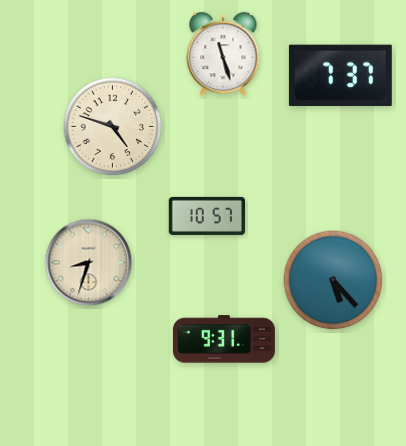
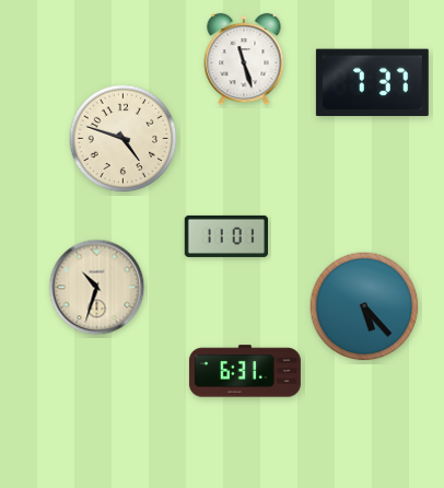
clock at (207, 216): 10:57 -> 11:01
clock at (89, 263): 8:33 -> 10:33
clock at (224, 339): 9:31 -> 6:31
